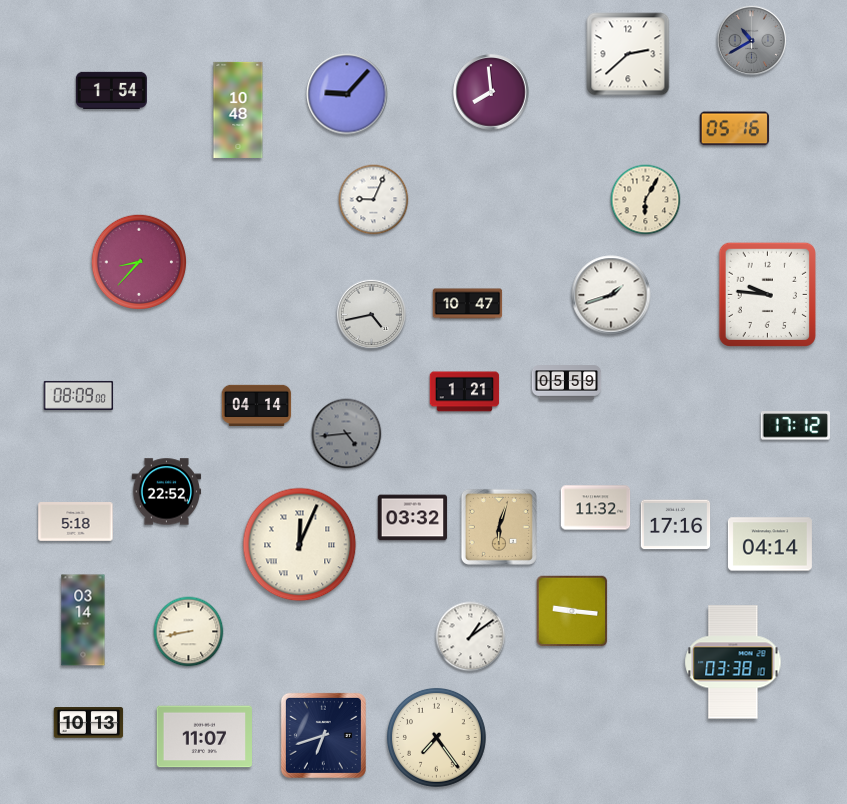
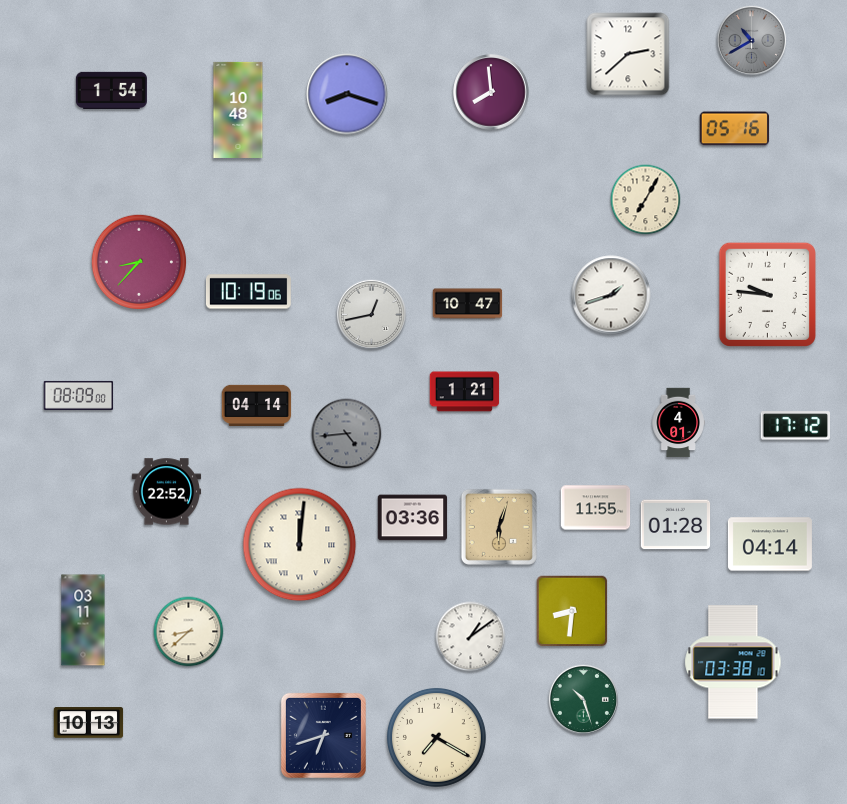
clock at (347, 94): 9:07 -> 8:18
clock at (374, 200): 9:04 -> none
clock at (646, 200): 6:05 -> 7:05
clock at (248, 292): none -> 10:19
clock at (371, 314): 4:43 -> 12:43
clock at (567, 383): 05:59 -> none
clock at (678, 423): none -> 4:01
clock at (596, 508): 11:32 -> 11:55
clock at (413, 518): 03:32 -> 03:36
clock at (76, 522): 5:18 -> none
clock at (676, 525): 17:16 -> 01:28
clock at (300, 545): 12:04 -> 12:01
clock at (572, 611): 9:16 -> 8:31
clock at (83, 620): 03:14 -> 03:11
clock at (189, 632): 8:43 -> 8:38
clock at (583, 699): none -> 10:27
clock at (205, 737): 11:07 -> none
clock at (436, 737): 7:24 -> 7:20
